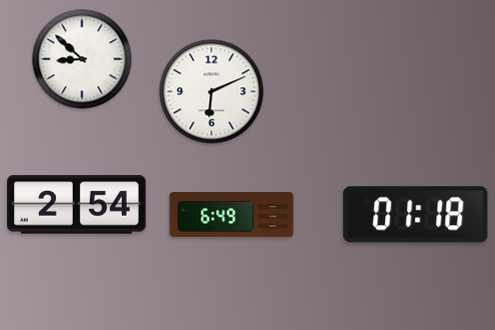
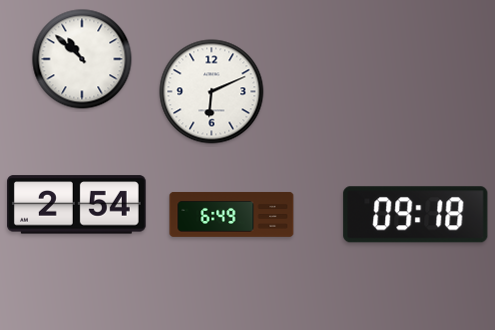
clock at (82, 59): 8:52 -> 10:52
clock at (416, 215): 01:18 -> 09:18
